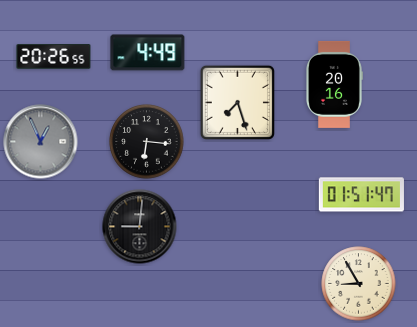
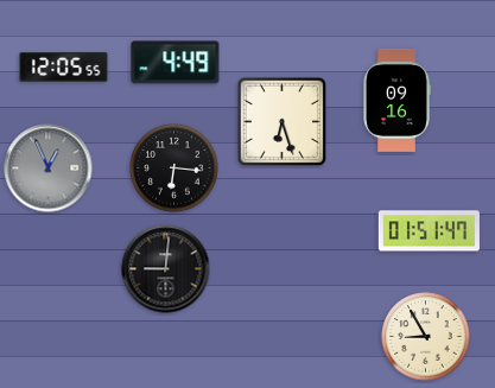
clock at (54, 57): 20:26 -> 12:05
clock at (335, 84): 20:16 -> 09:16
clock at (237, 102): 7:27 -> 6:27
